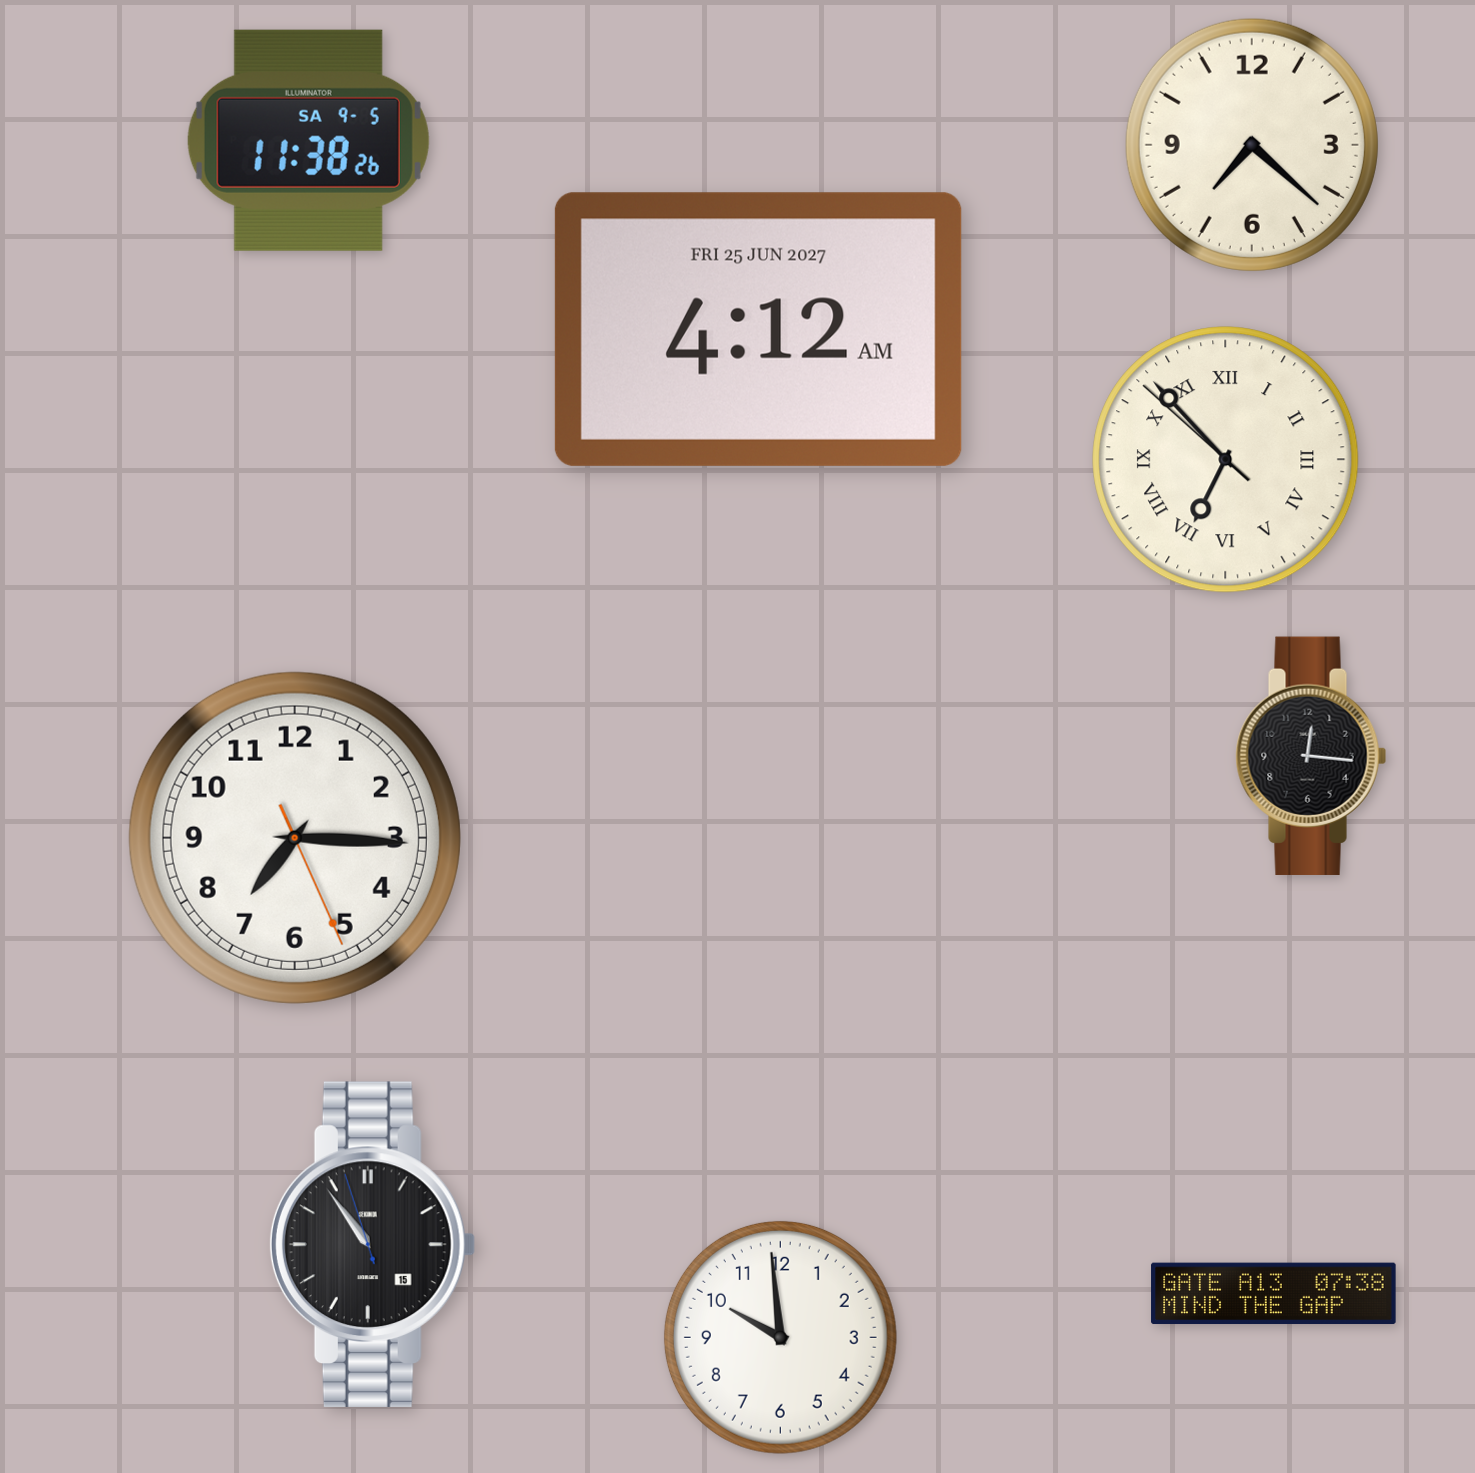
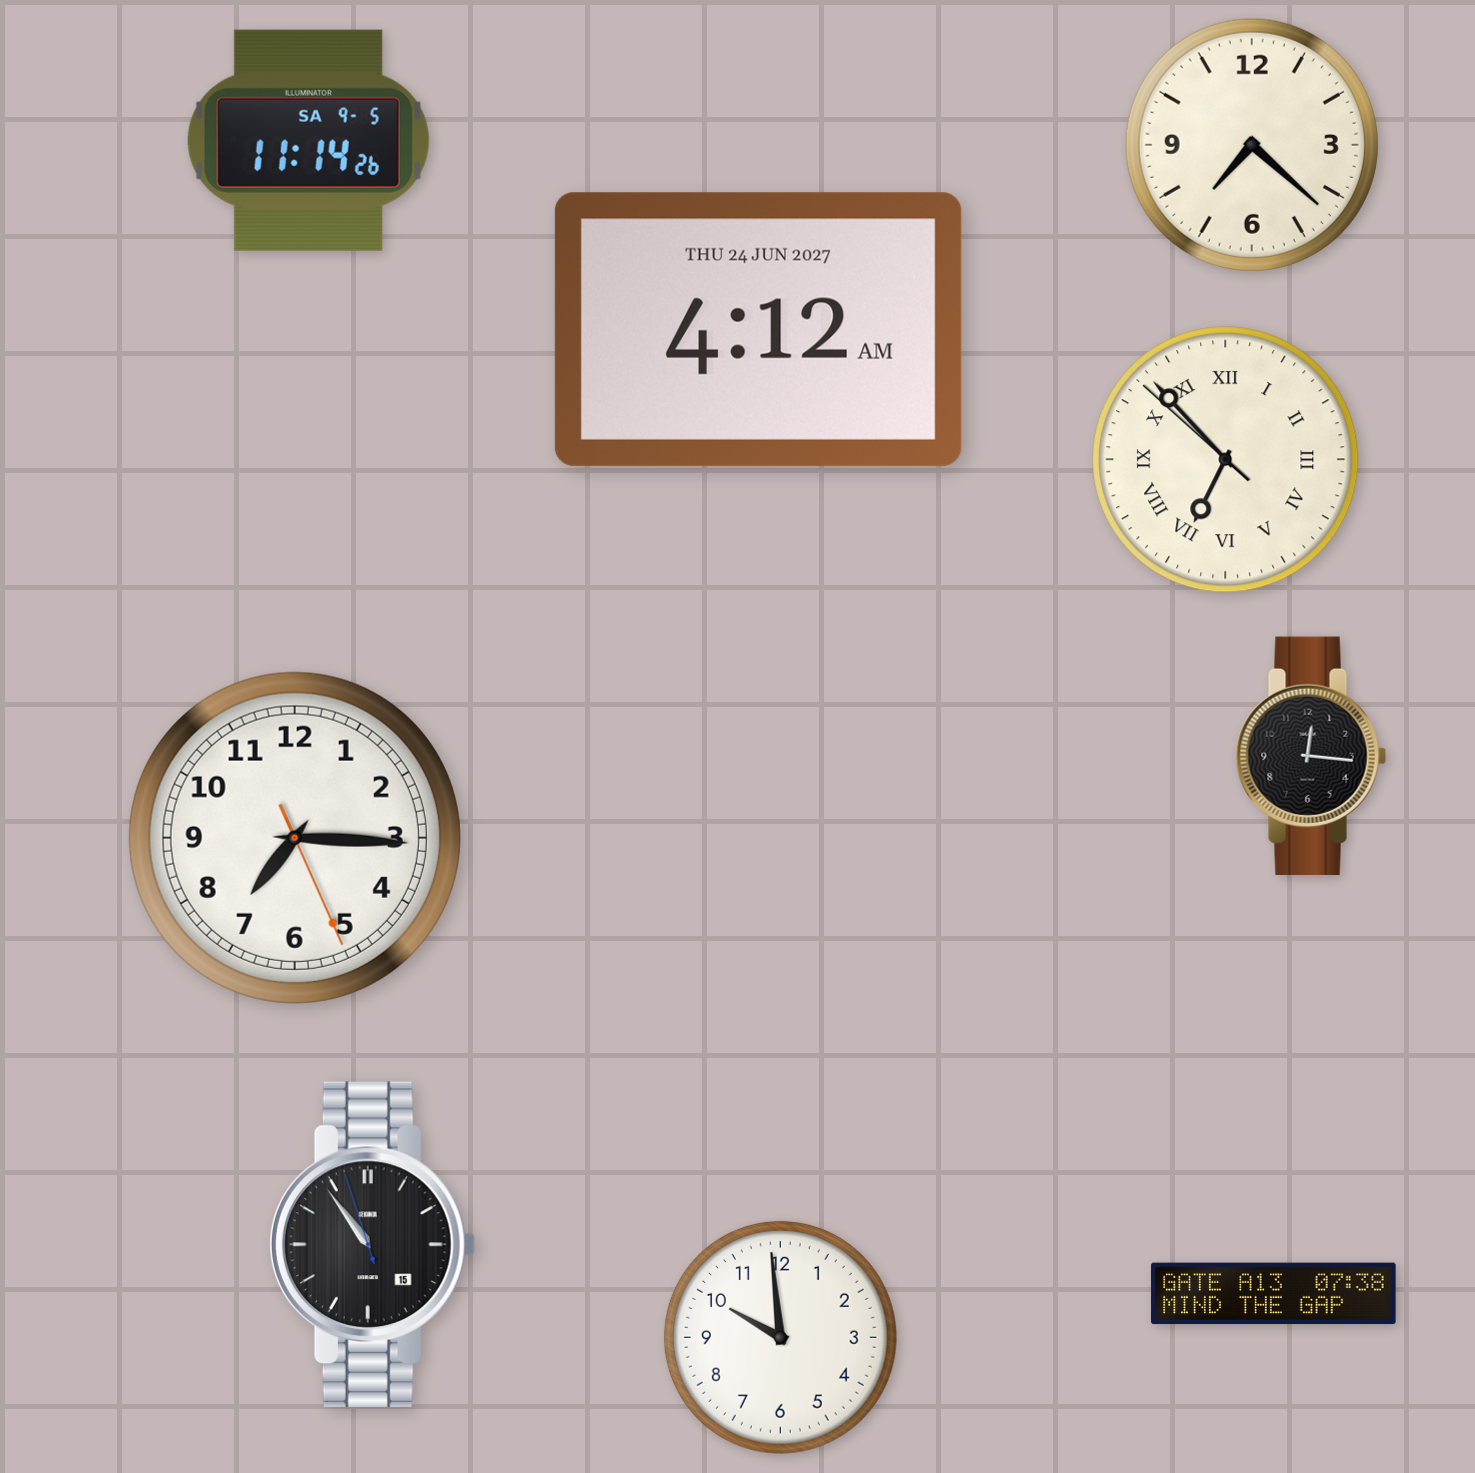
clock at (308, 140): 11:38 -> 11:14
clock at (758, 329) date: FRI 25 JUN 2027 -> THU 24 JUN 2027
